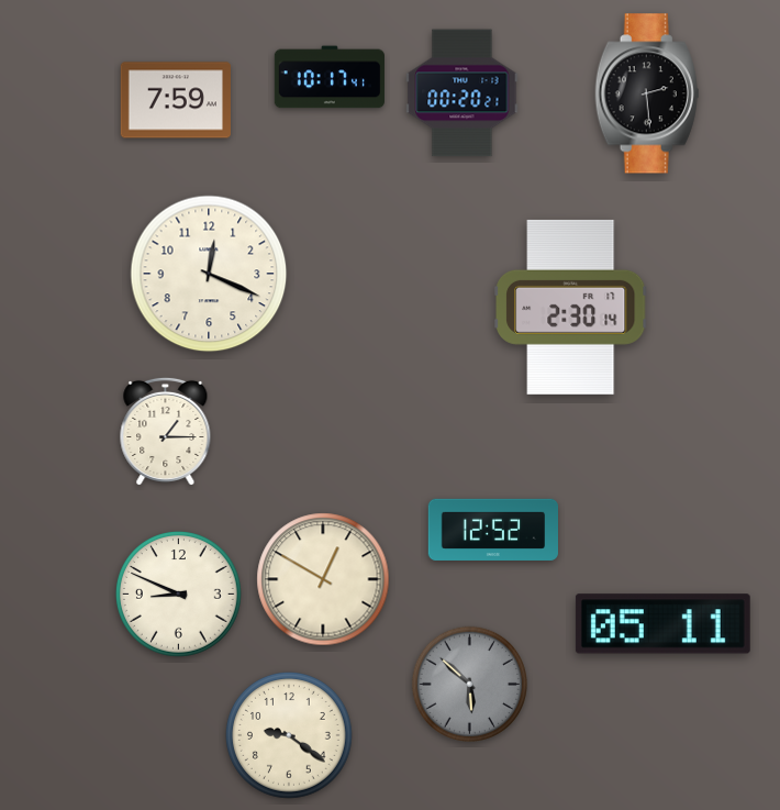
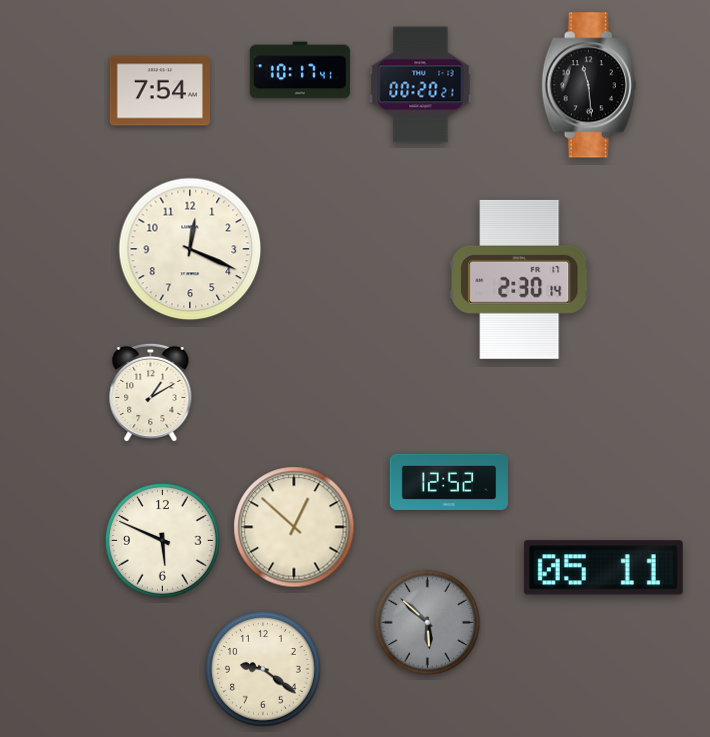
clock at (647, 93): 2:29 -> 11:29
clock at (176, 100): 7:59 -> 7:54
clock at (166, 431): 1:15 -> 1:10
clock at (323, 579): 12:50 -> 12:52
clock at (179, 595): 8:49 -> 5:49
